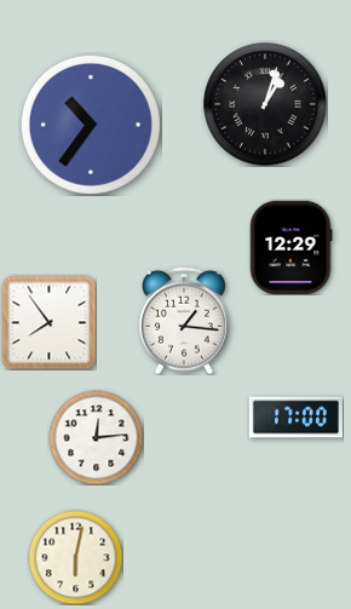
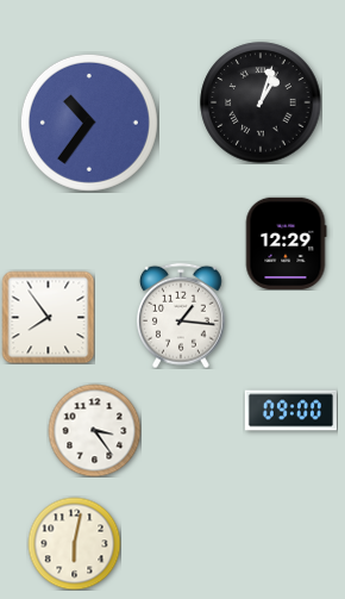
clock at (295, 418): 17:00 -> 09:00
clock at (96, 437): 12:14 -> 3:24
clock at (75, 557) position: (75, 557) -> (74, 543)
